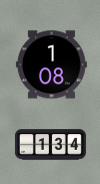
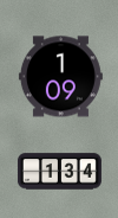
clock at (51, 65): 1:08 -> 1:09
